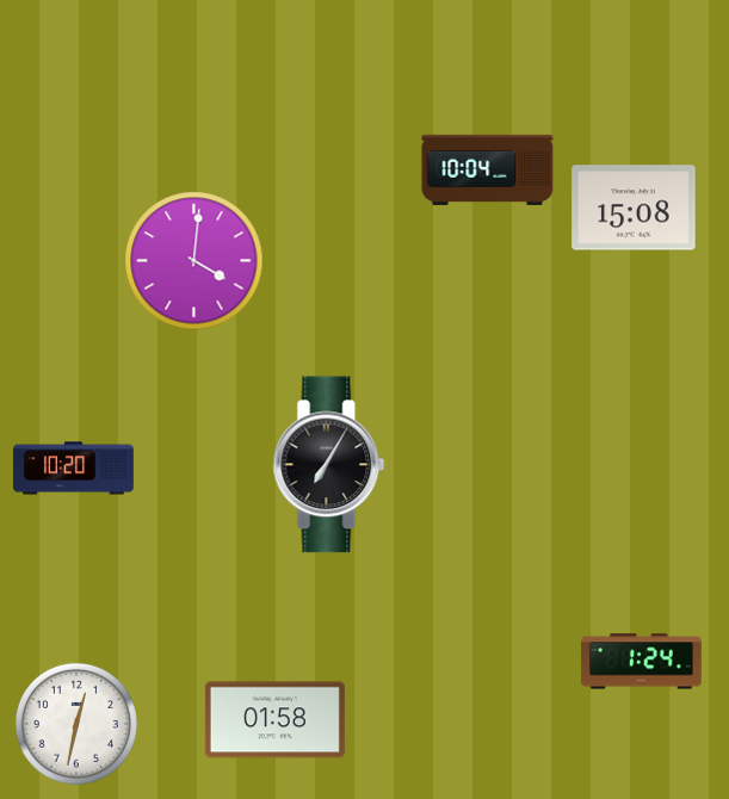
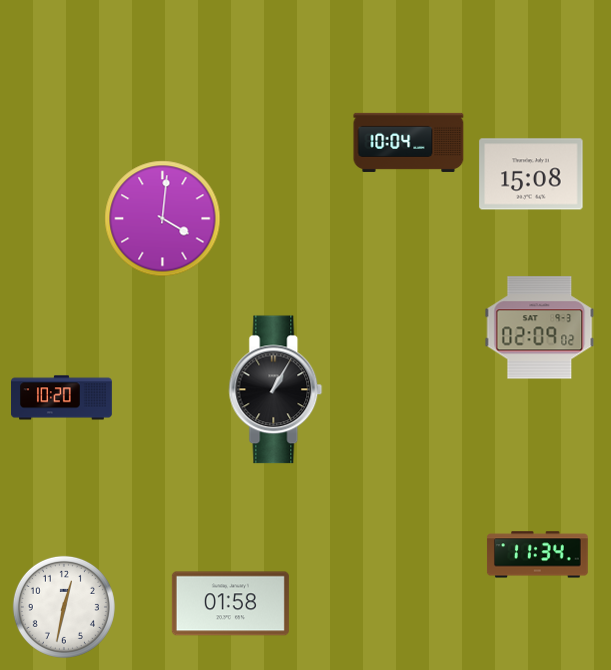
clock at (540, 328): none -> 02:09
clock at (329, 465): 7:05 -> 1:05
clock at (74, 469) position: (74, 469) -> (62, 398)
clock at (641, 662): 1:24 -> 11:34
